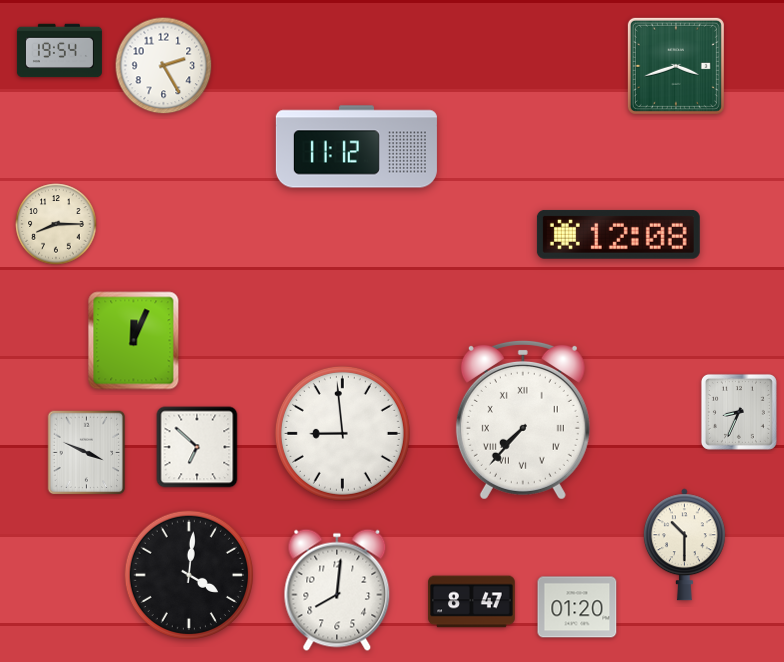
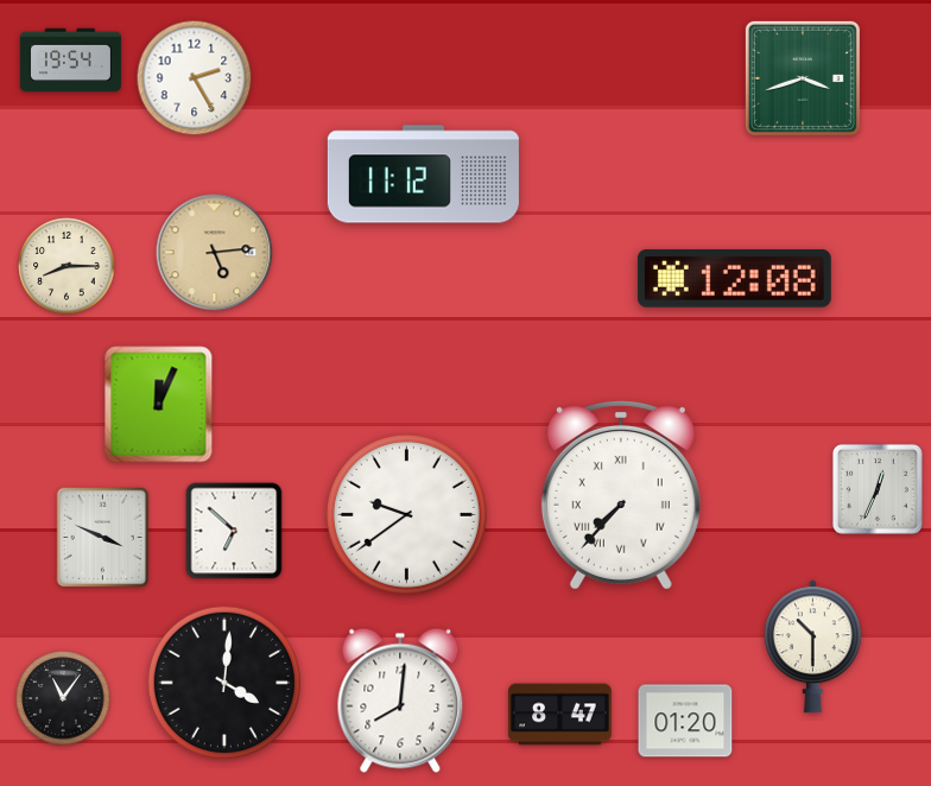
clock at (215, 253): none -> 5:14
clock at (739, 412): 8:34 -> 12:34
clock at (523, 420) position: (523, 420) -> (621, 495)
clock at (342, 433): 8:59 -> 9:39
clock at (63, 698): none -> 11:06
